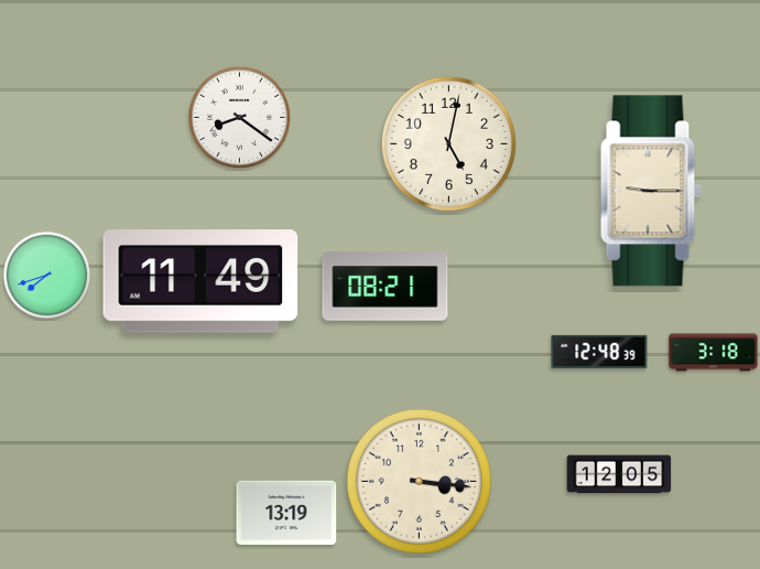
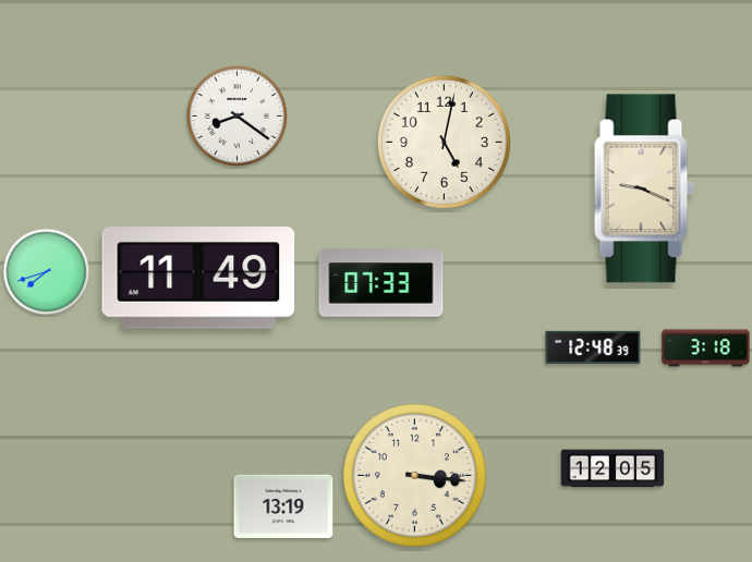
clock at (651, 191): 9:15 -> 9:19
clock at (386, 287): 08:21 -> 07:33
